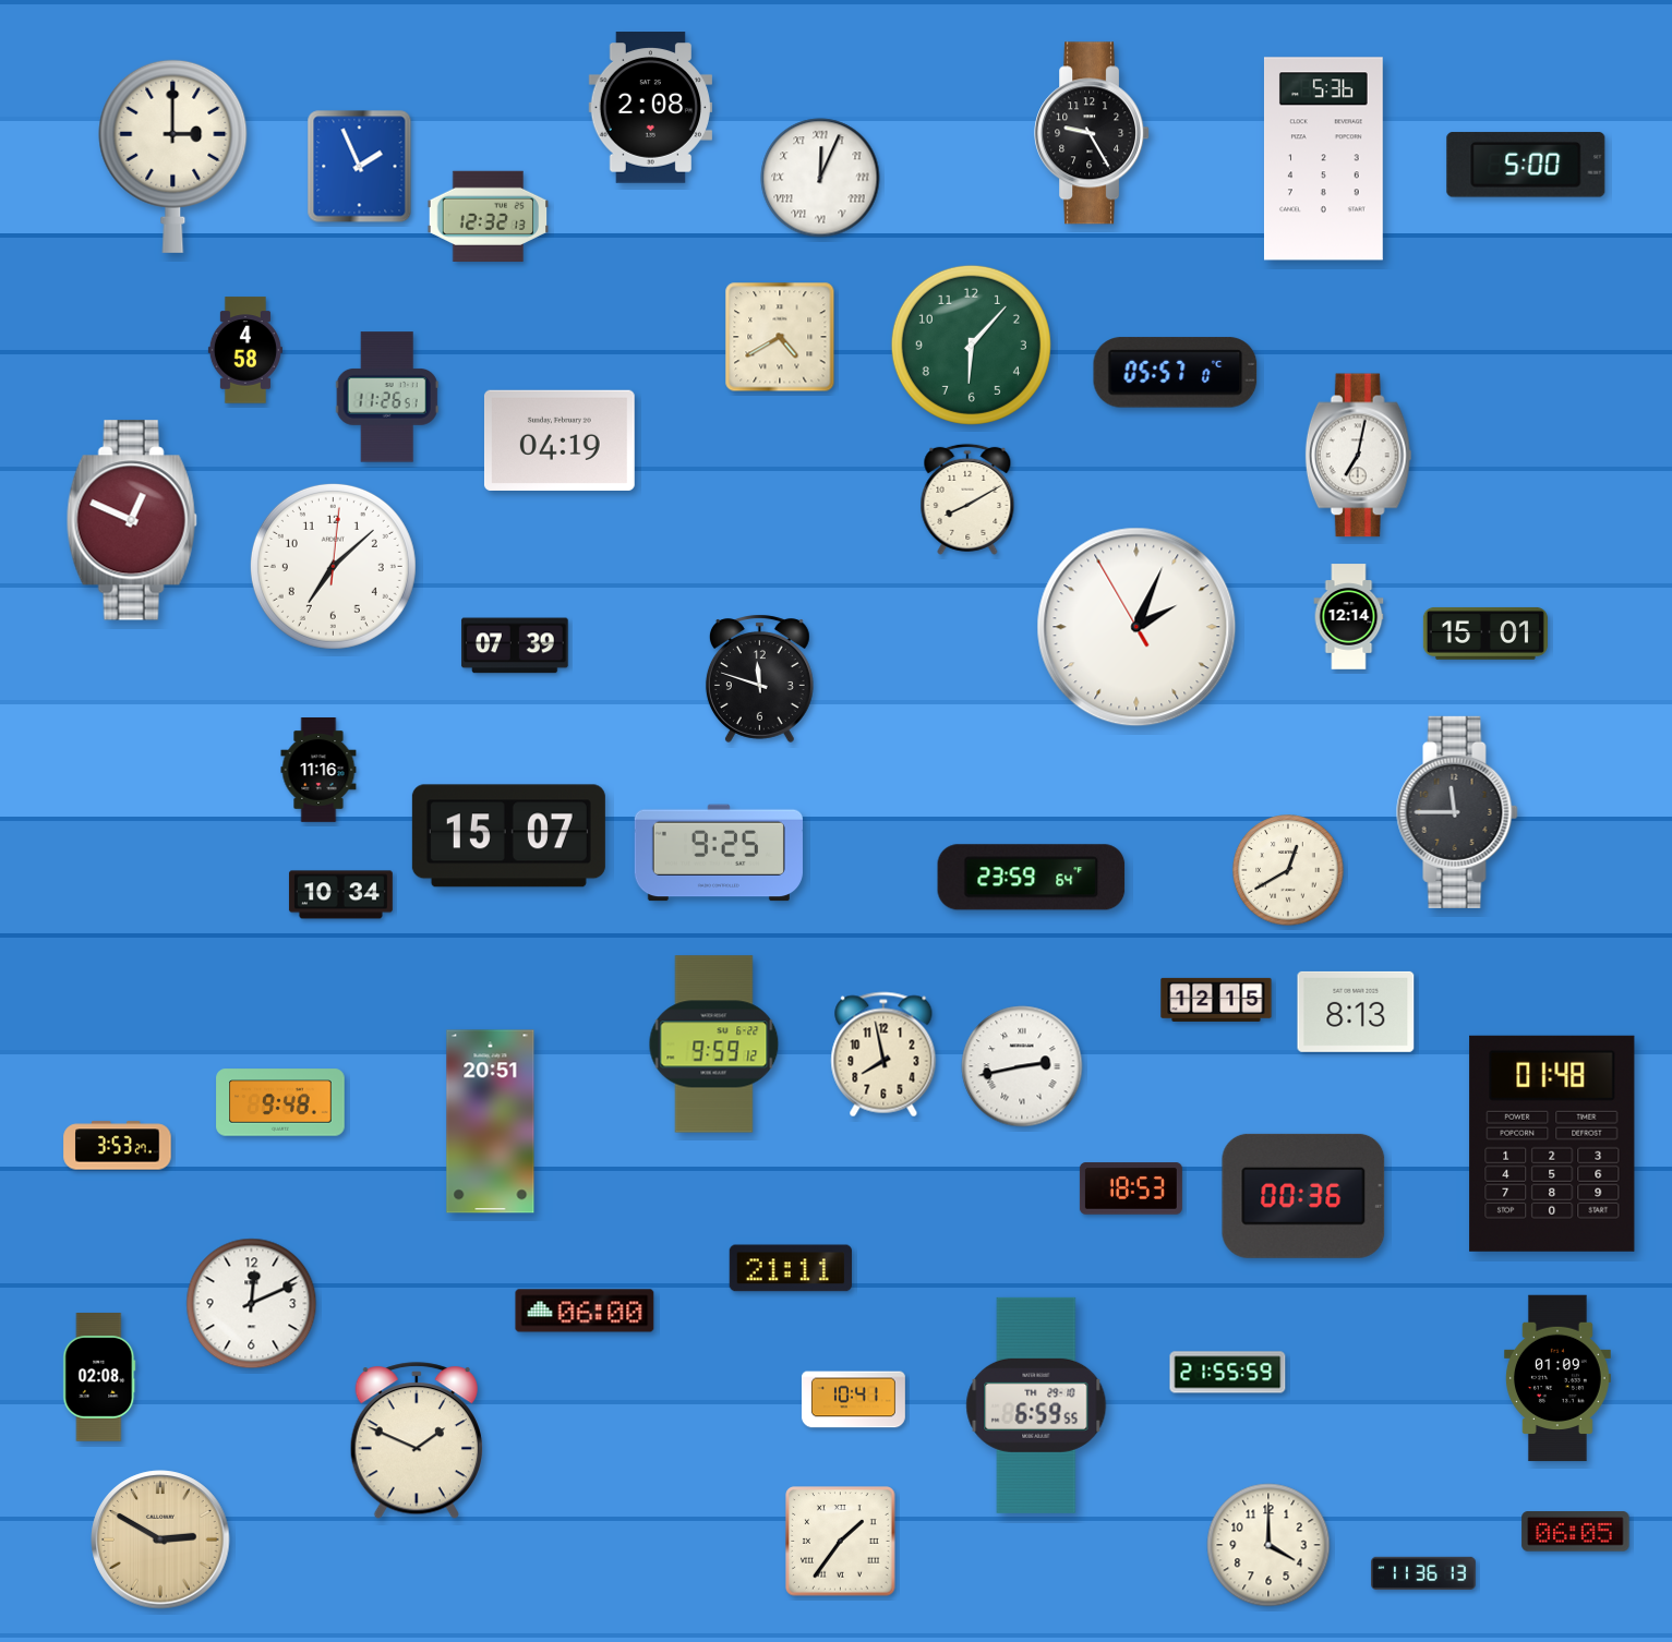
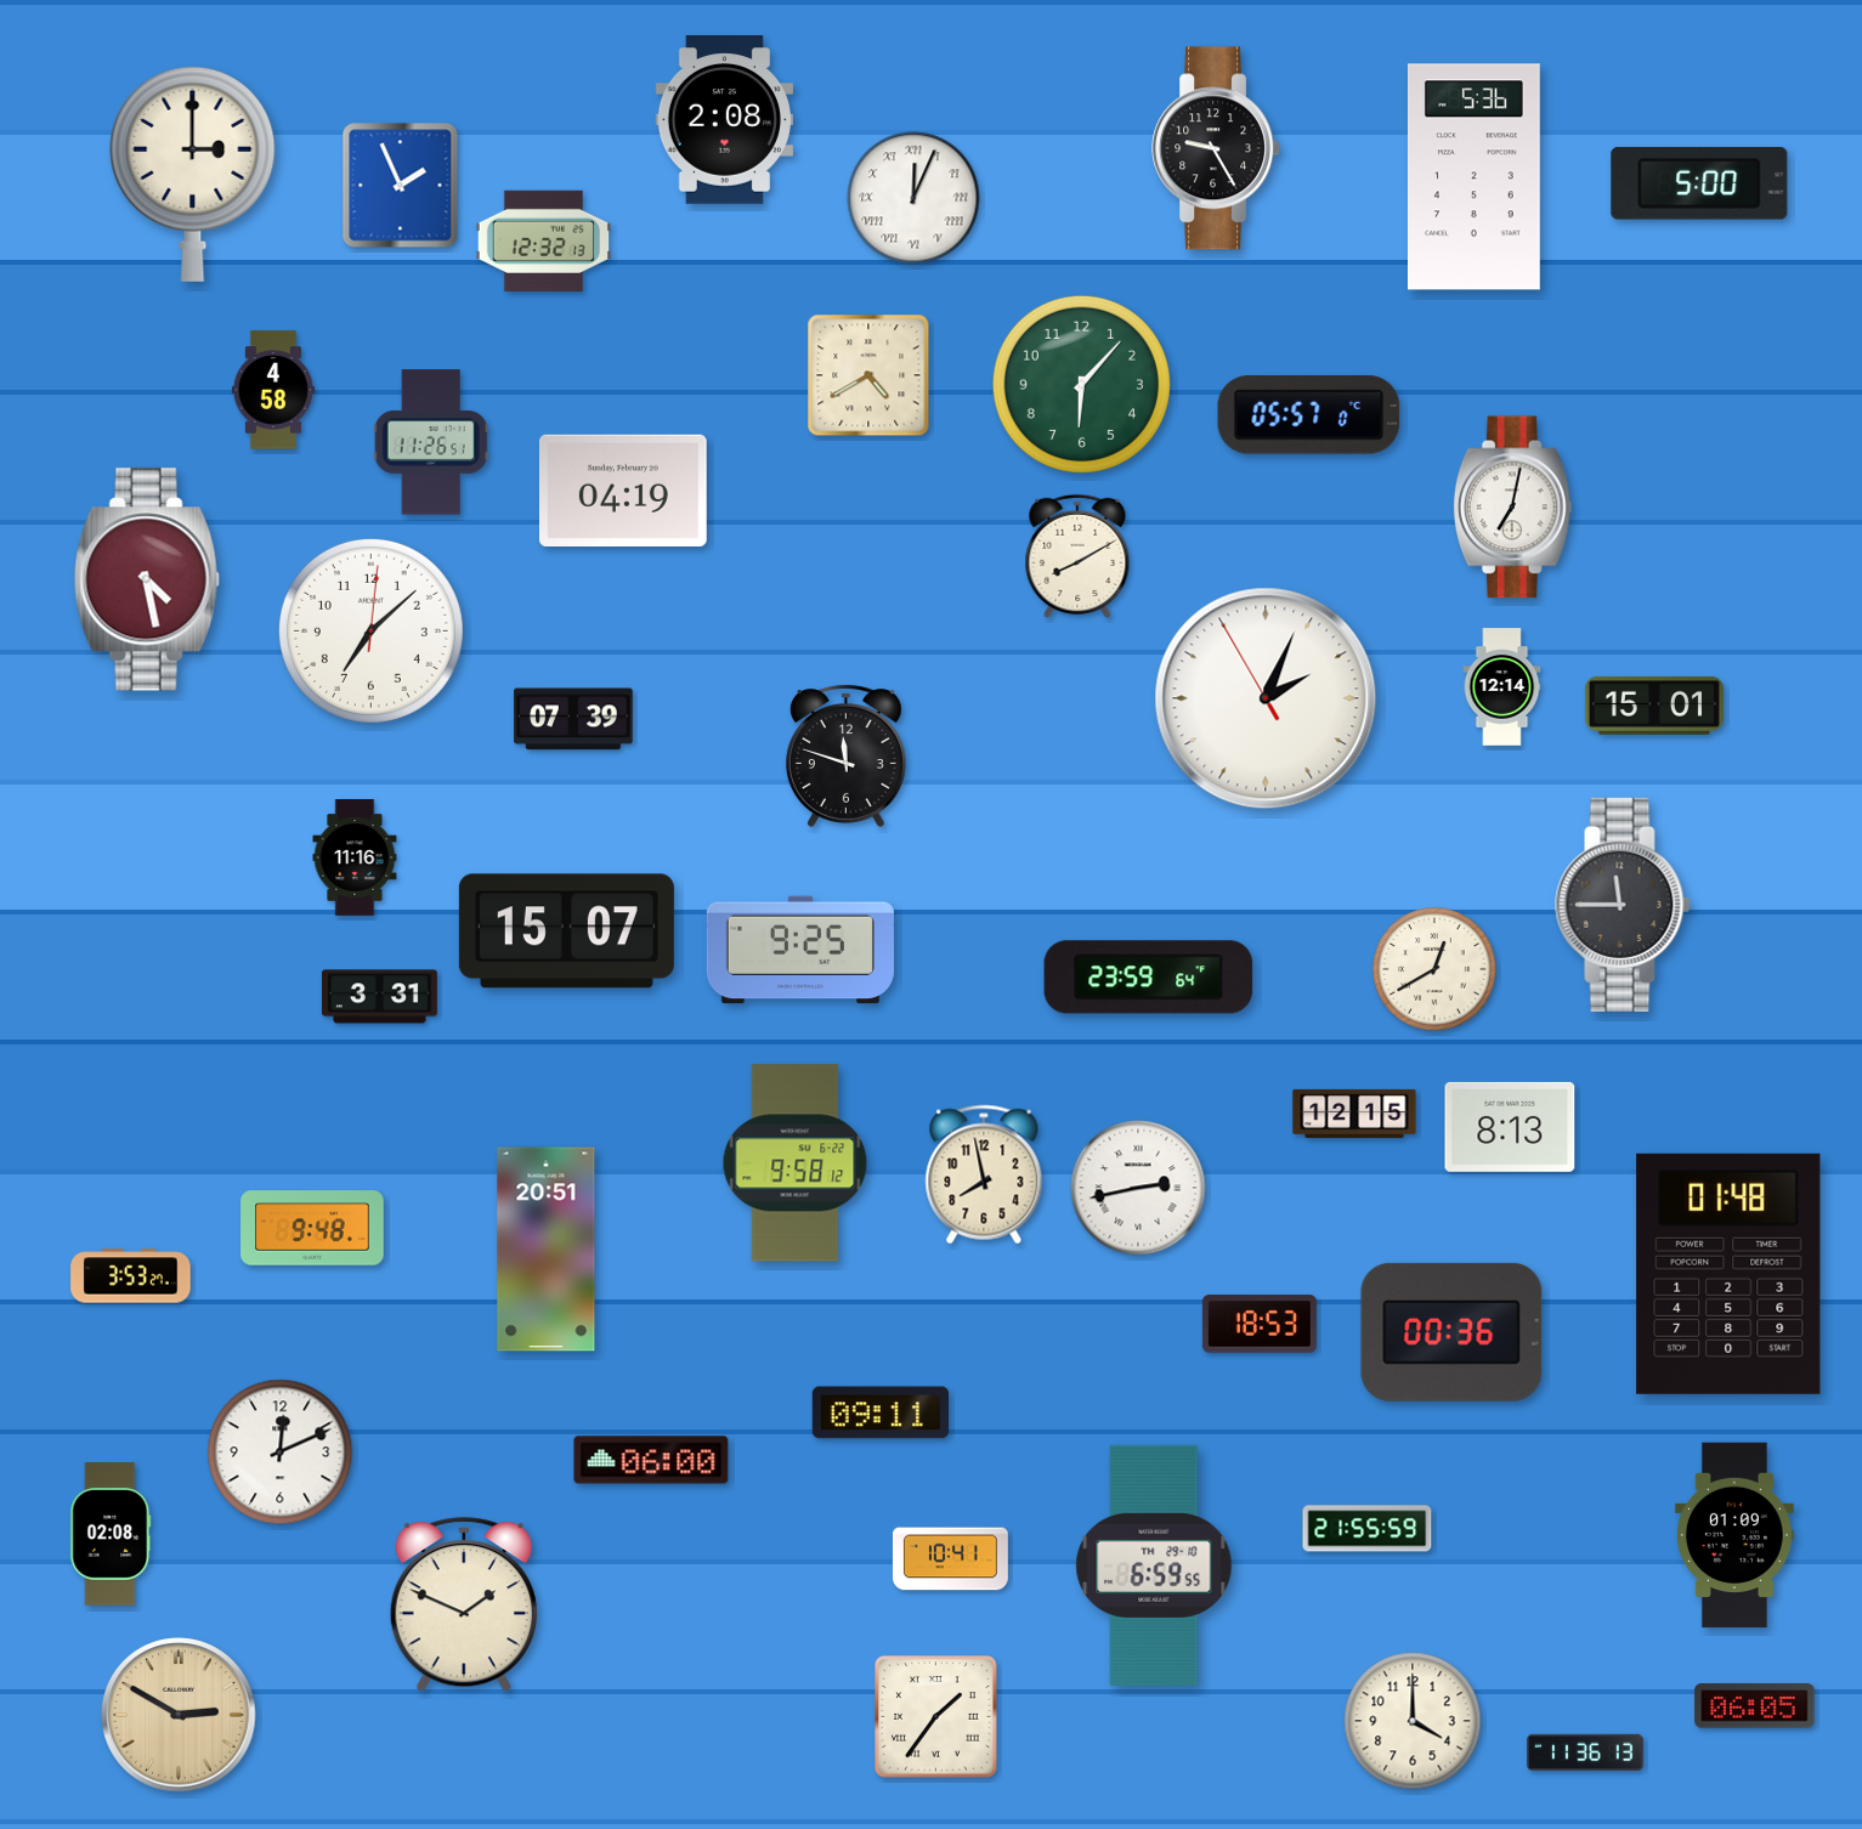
clock at (132, 520): 12:49 -> 4:28
clock at (340, 895): 10:34 -> 3:31
clock at (714, 1045): 9:59 -> 9:58
clock at (791, 1268): 21:11 -> 09:11
